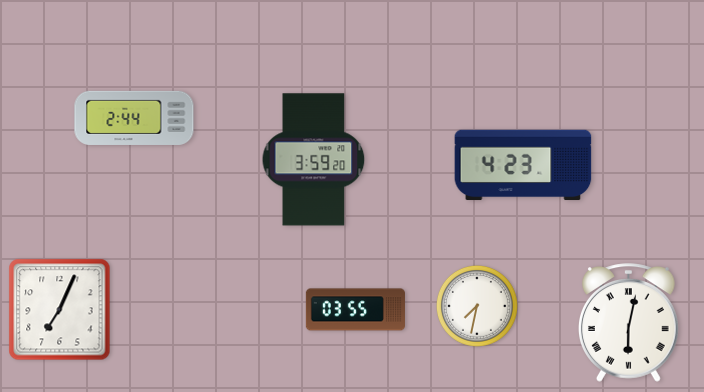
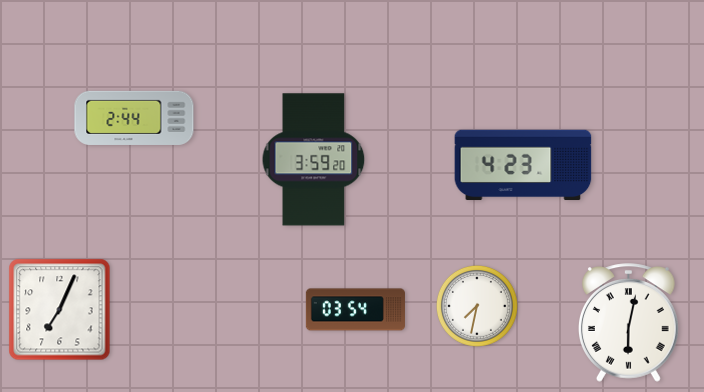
clock at (355, 310): 03:55 -> 03:54
